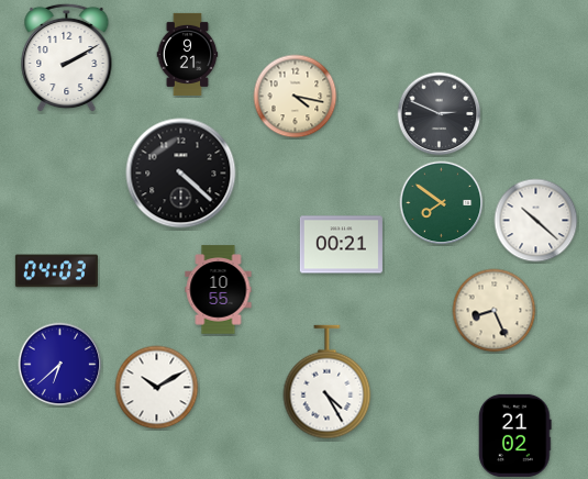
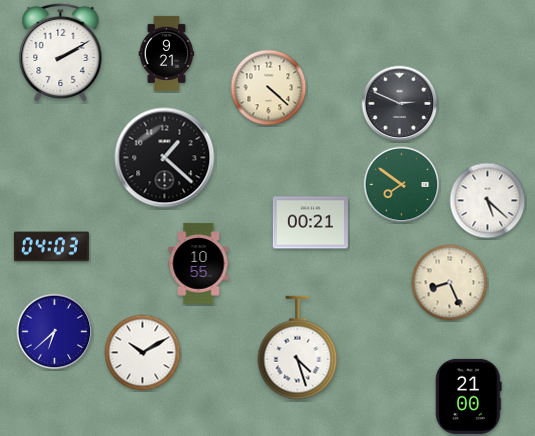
clock at (188, 54) position: (188, 54) -> (167, 53)
clock at (296, 97): 4:17 -> 4:22
clock at (181, 174): 4:22 -> 1:22
clock at (536, 221): 10:22 -> 5:22
clock at (328, 382): 4:25 -> 4:27
clock at (515, 435): 21:02 -> 21:00
